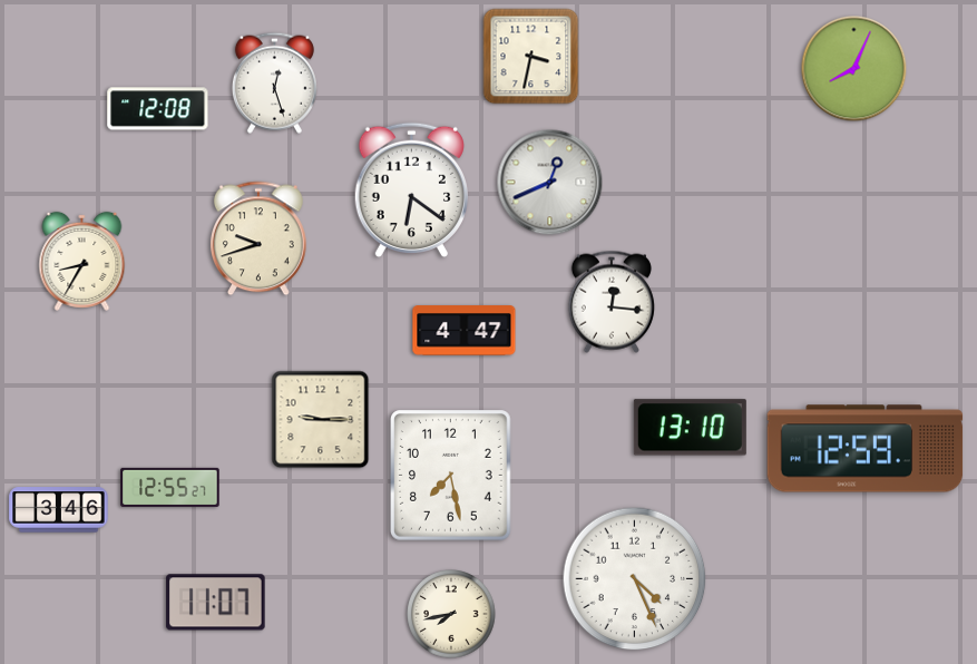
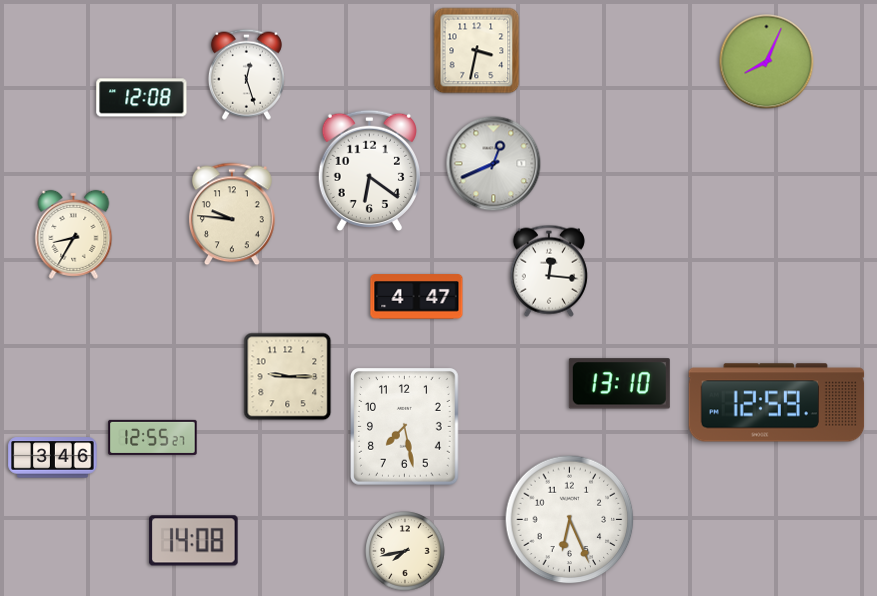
clock at (258, 238): 9:42 -> 9:46
clock at (635, 579): 4:26 -> 6:26
clock at (216, 603): 11:07 -> 14:08
